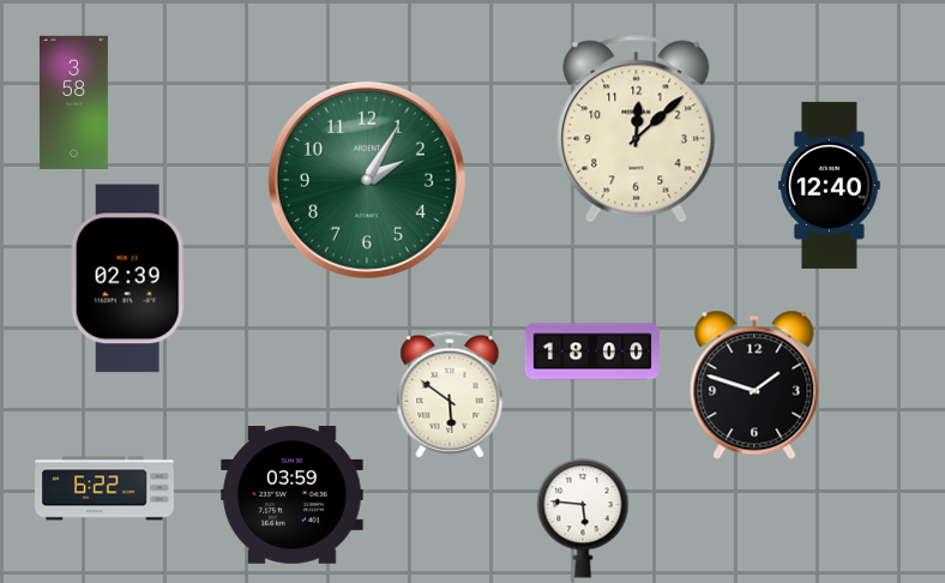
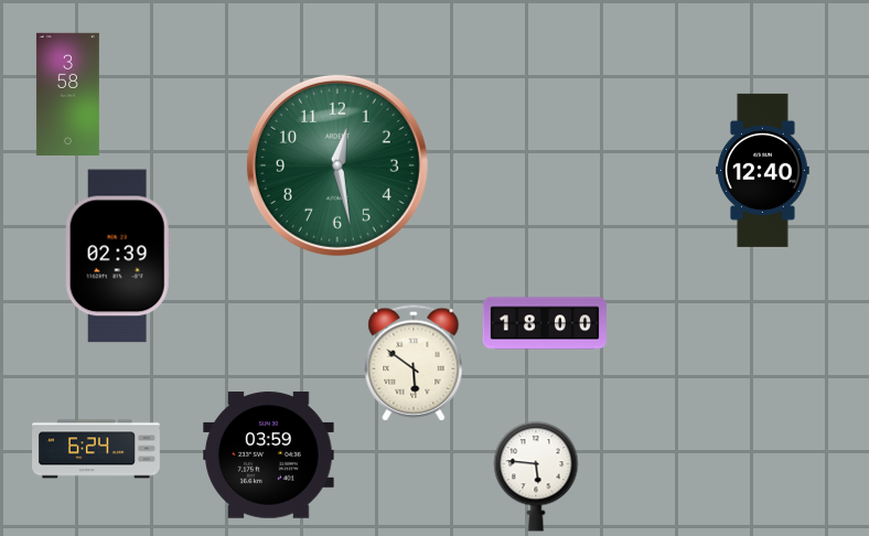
clock at (637, 130): 12:08 -> none
clock at (367, 180): 2:05 -> 12:28
clock at (754, 385): 1:48 -> none
clock at (106, 488): 6:22 -> 6:24
